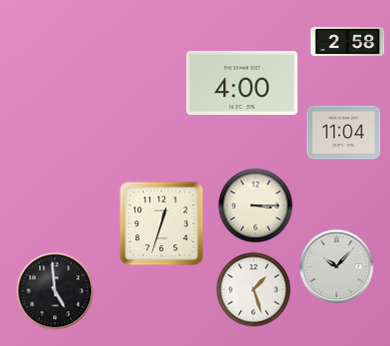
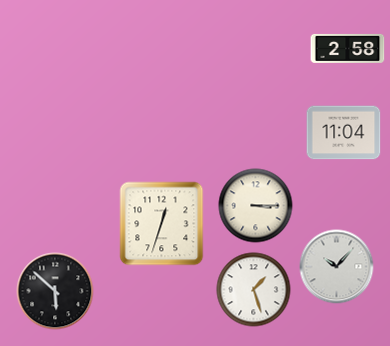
clock at (348, 41) position: (348, 41) -> (348, 48)
clock at (242, 83): 4:00 -> none
clock at (55, 291): 4:59 -> 5:52
